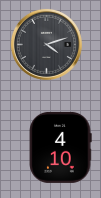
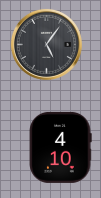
clock at (46, 44): 4:12 -> 5:06
